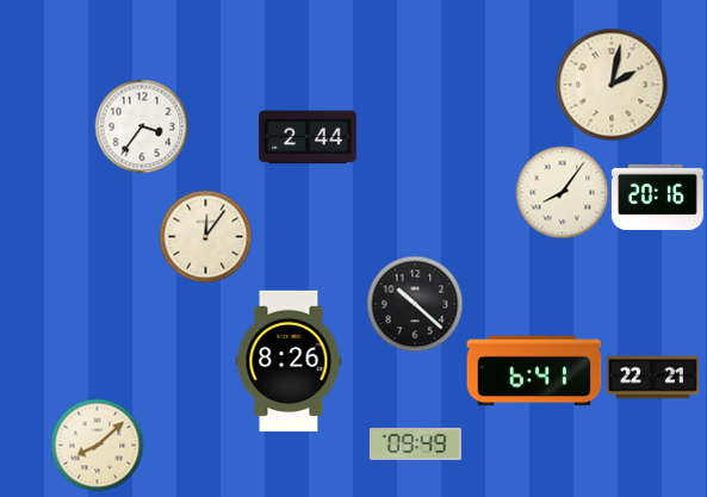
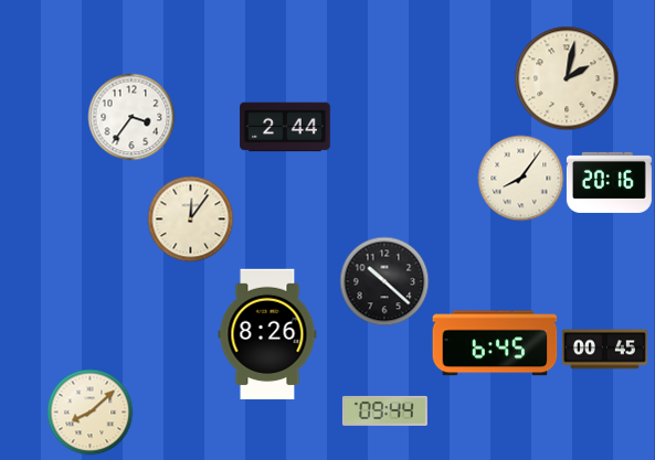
clock at (534, 371): 6:41 -> 6:45
clock at (652, 378): 22:21 -> 00:45
clock at (415, 443): 09:49 -> 09:44
